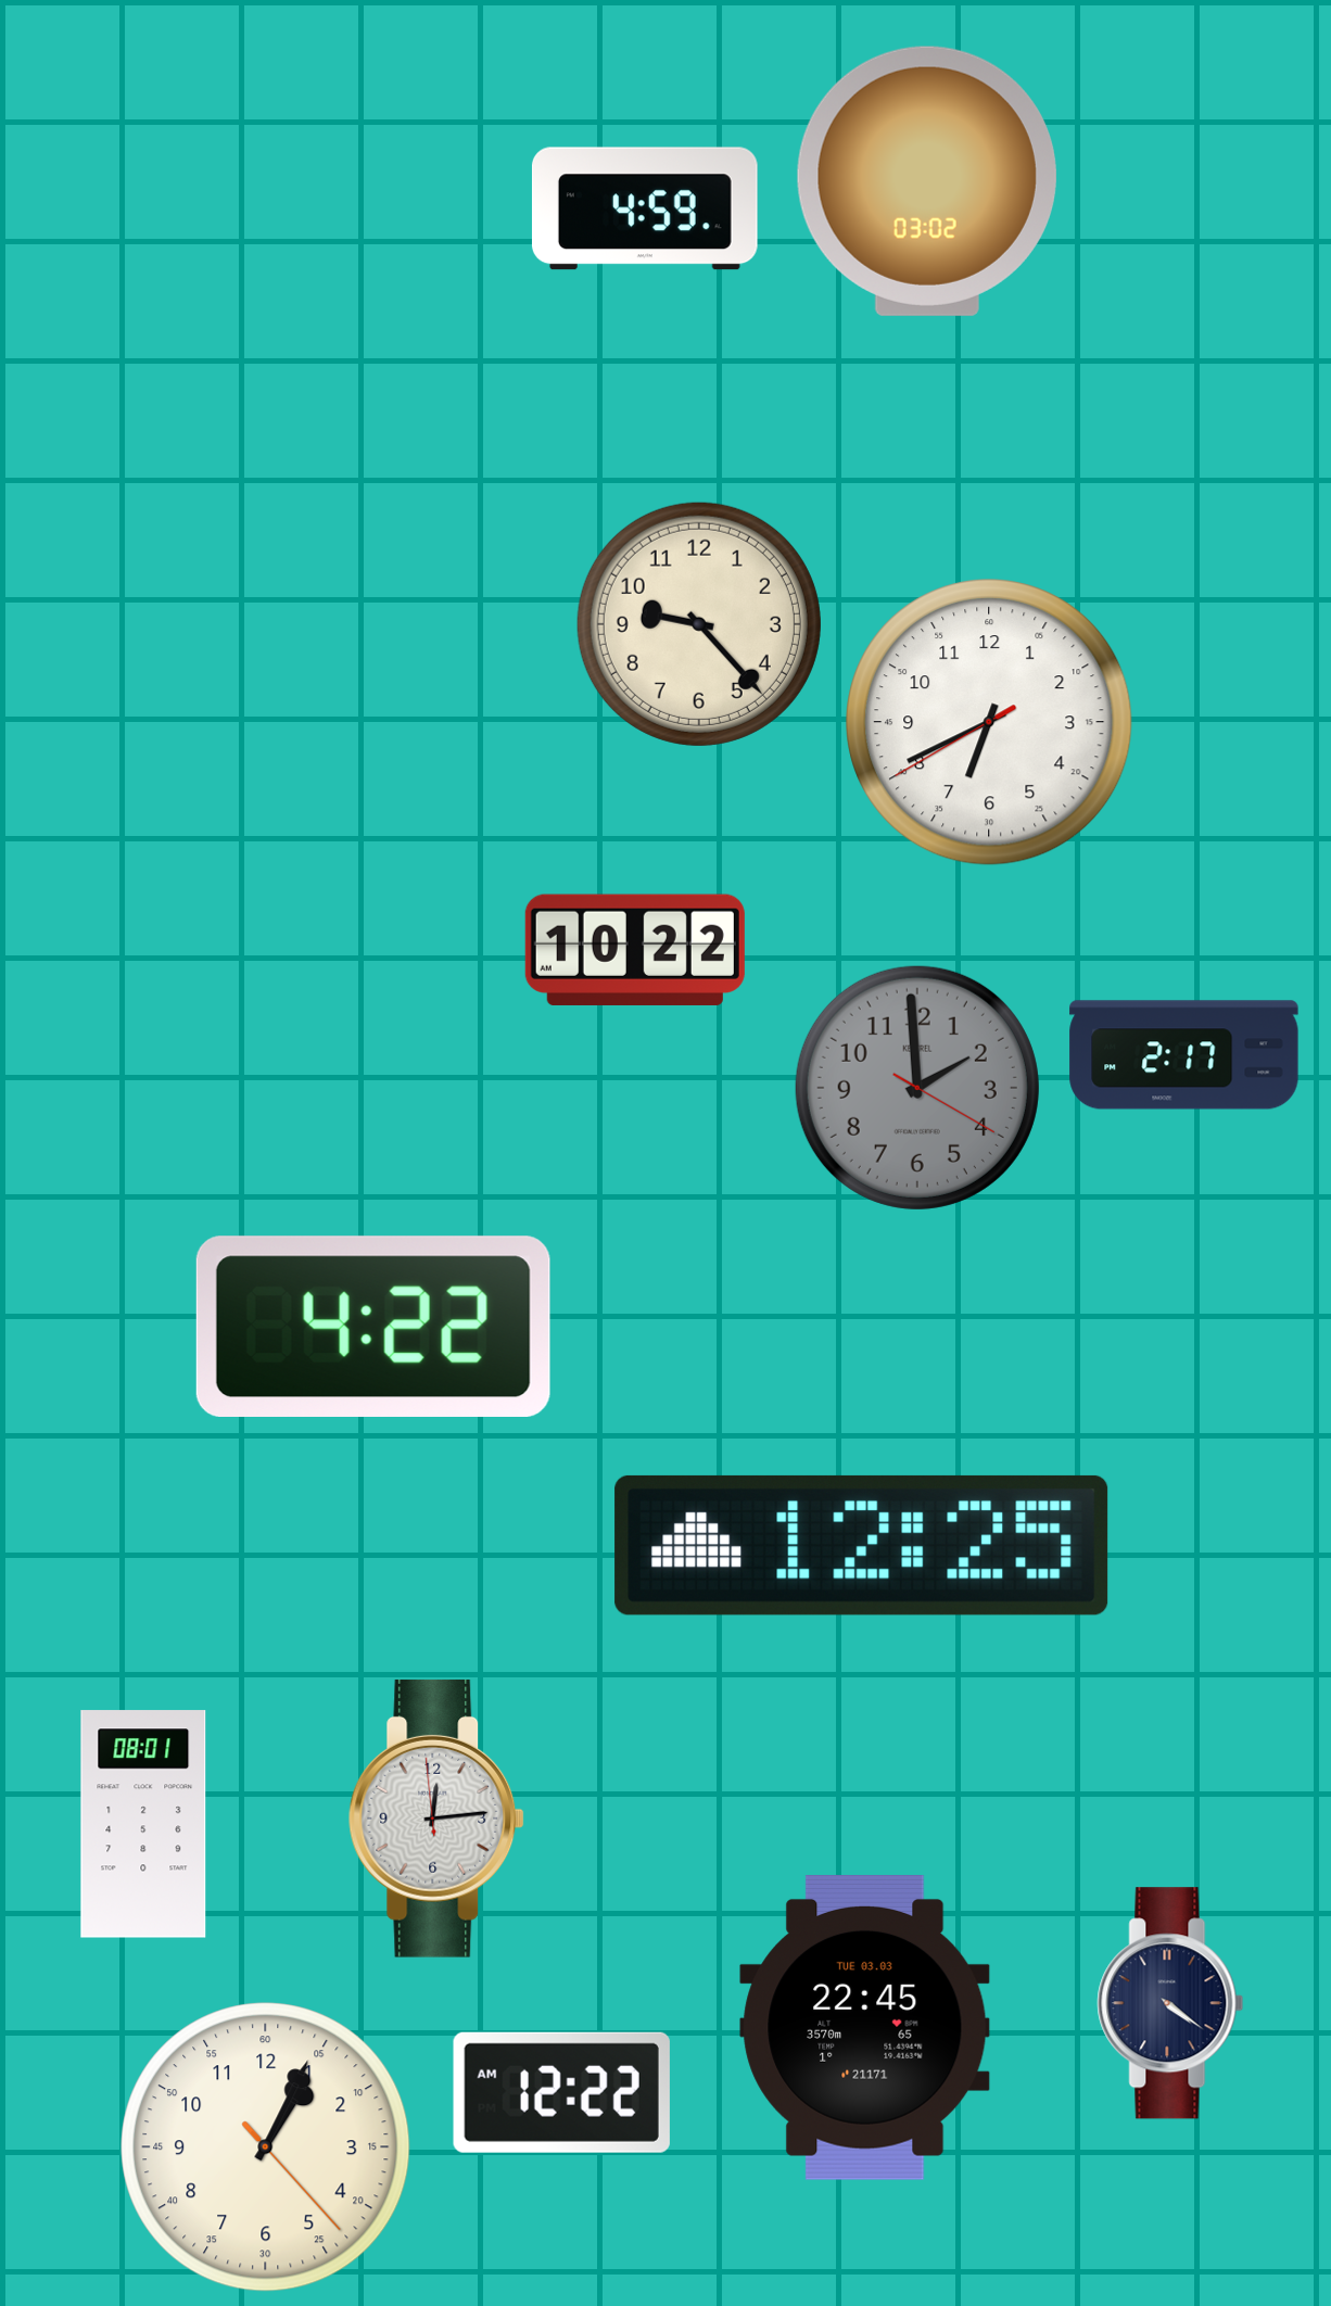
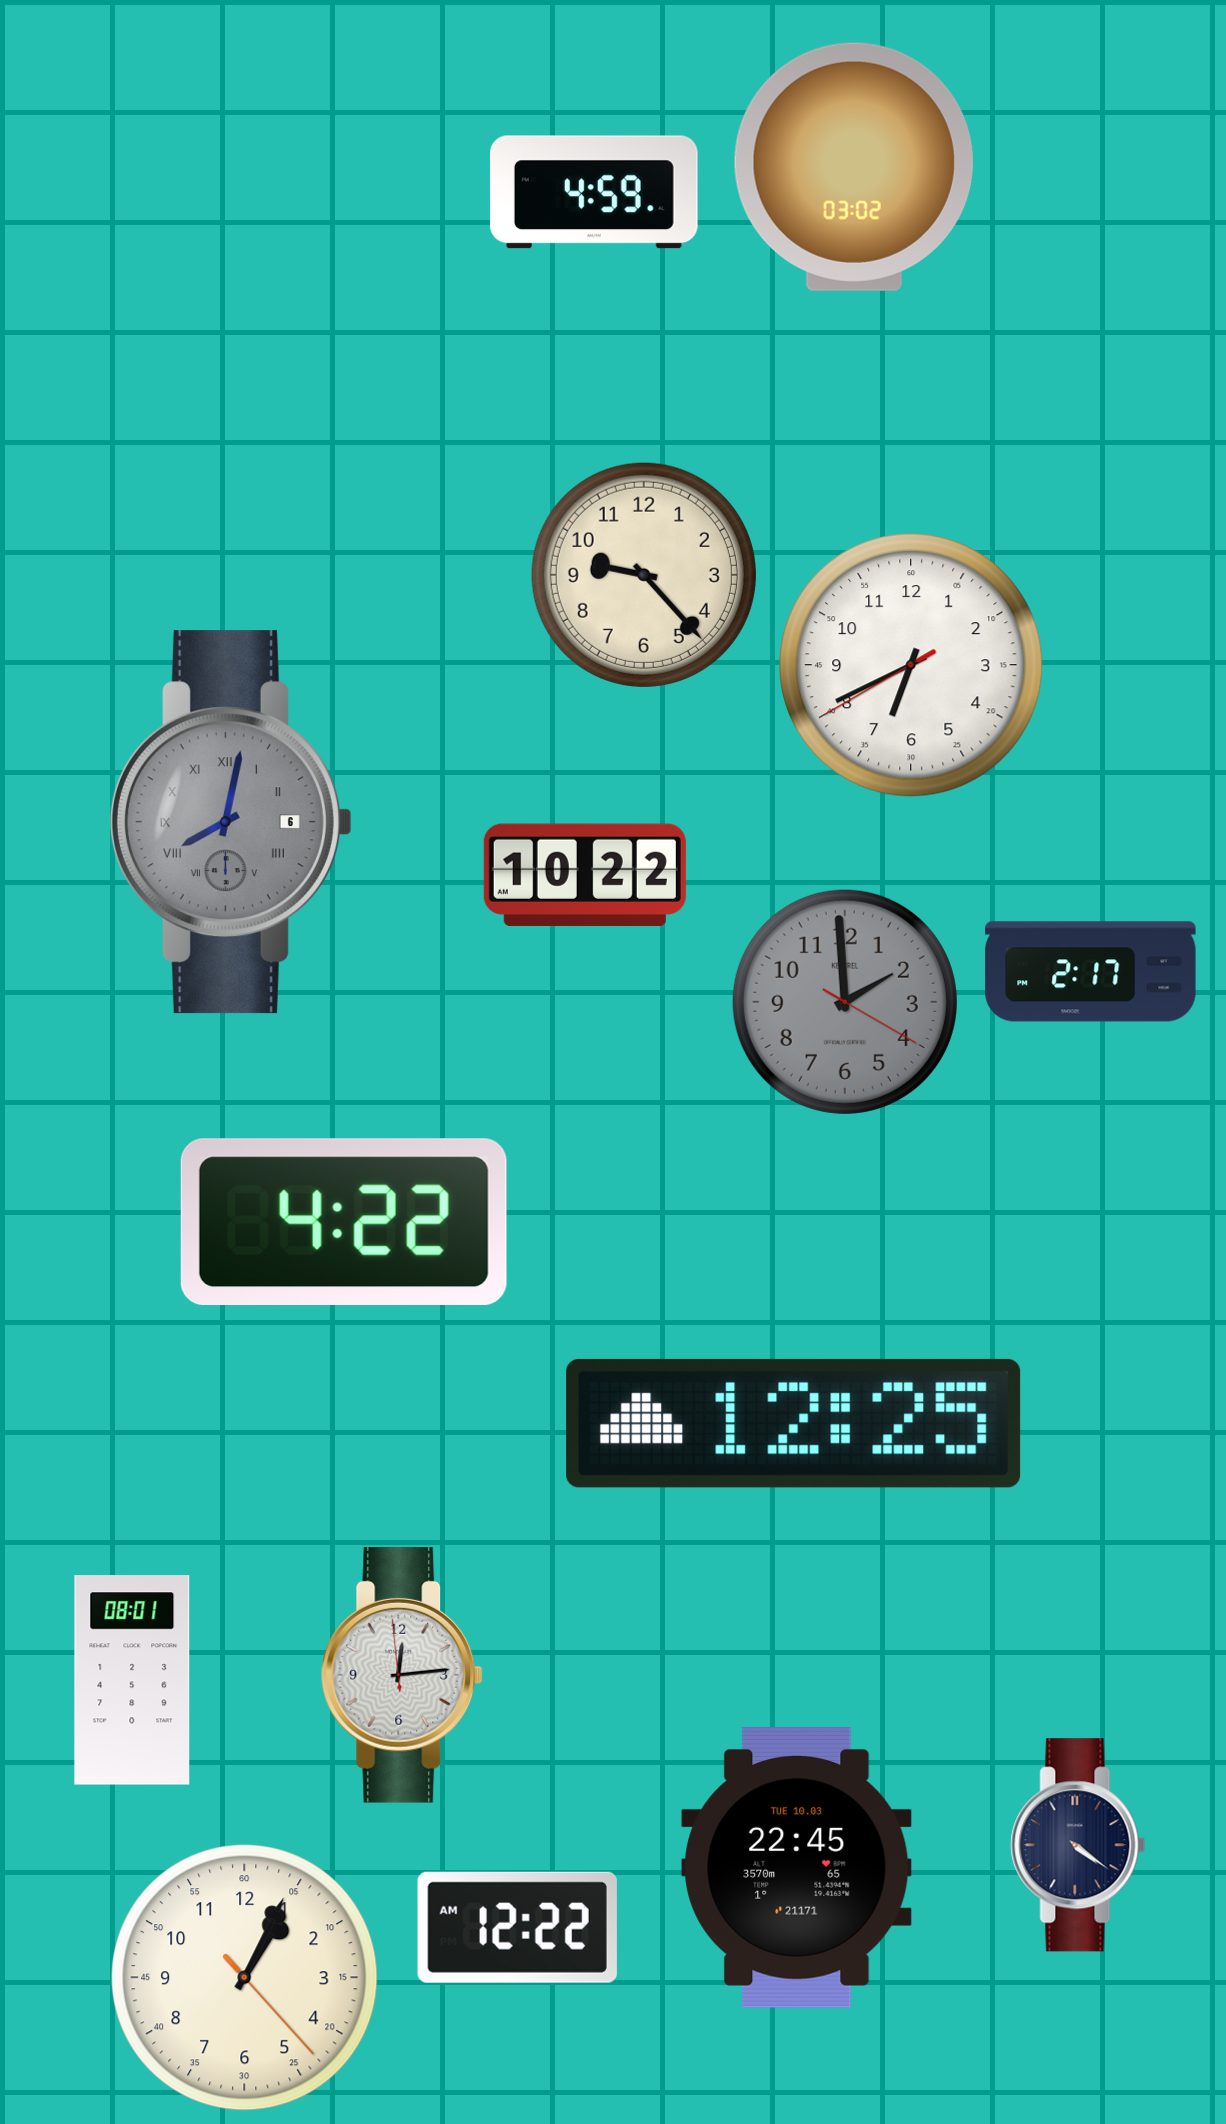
clock at (231, 822): none -> 8:02
clock at (865, 2028) date: TUE 03.03 -> TUE 10.03
